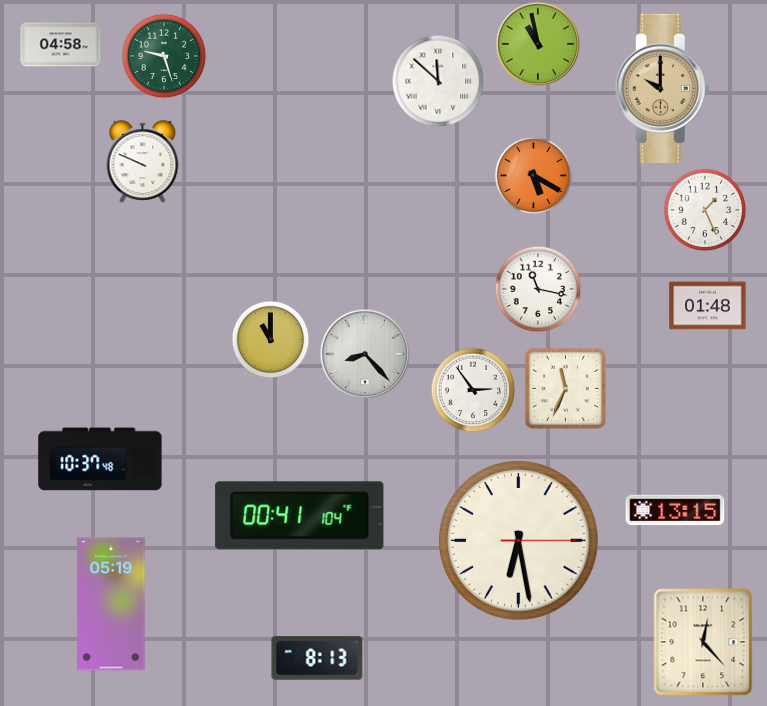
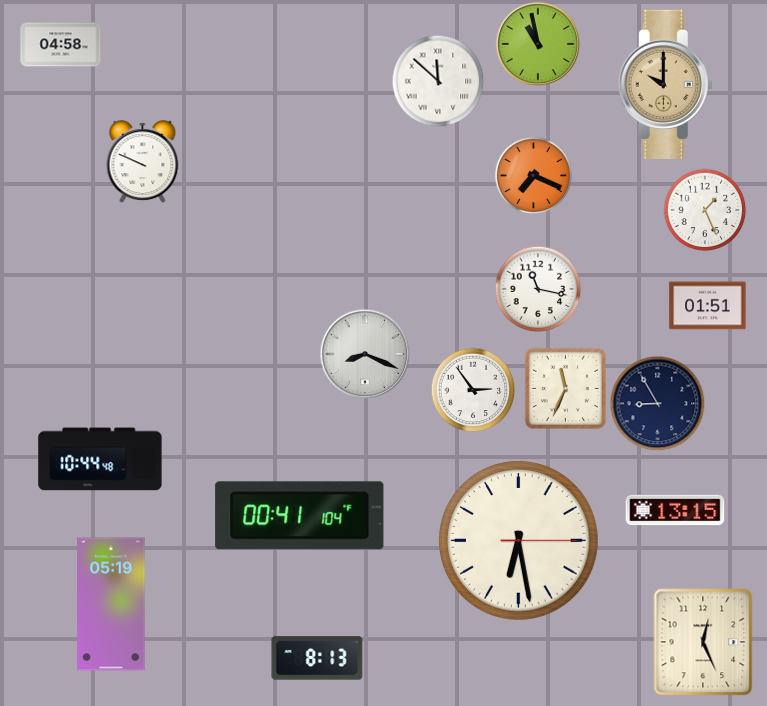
clock at (164, 56): 9:27 -> none
clock at (662, 88) position: (662, 88) -> (665, 84)
clock at (533, 175): 5:20 -> 7:19
clock at (708, 306): 01:48 -> 01:51
clock at (270, 339): 11:00 -> none
clock at (365, 354): 8:23 -> 8:19
clock at (657, 403): none -> 8:55
clock at (100, 459): 10:37 -> 10:44
clock at (703, 642): 12:23 -> 12:26
